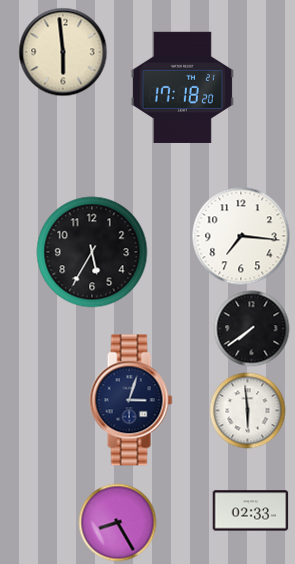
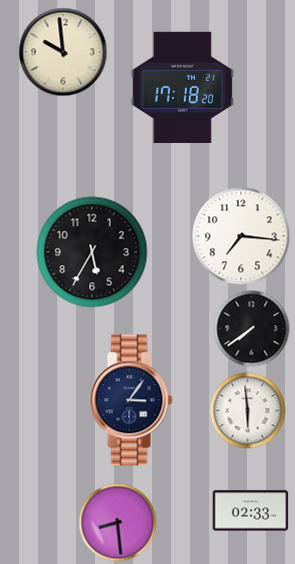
clock at (63, 52): 5:59 -> 9:59
clock at (131, 400): 3:03 -> 3:06
clock at (118, 523): 8:25 -> 8:29
